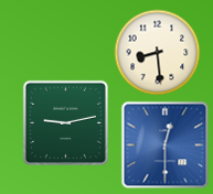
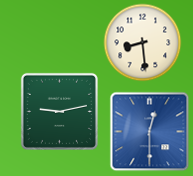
clock at (157, 52) position: (157, 52) -> (142, 42)
